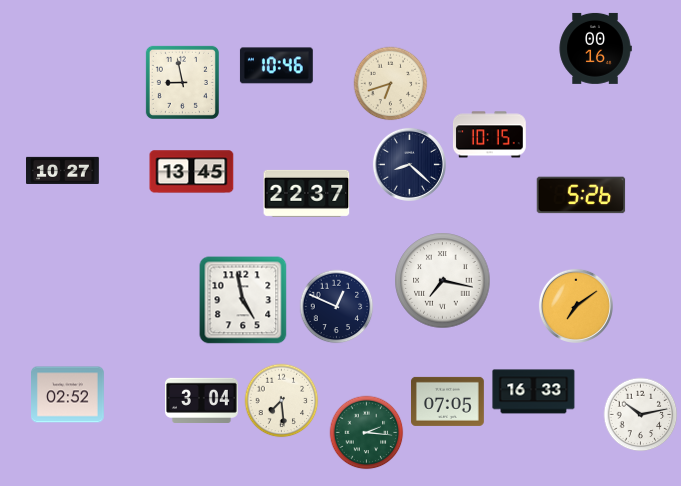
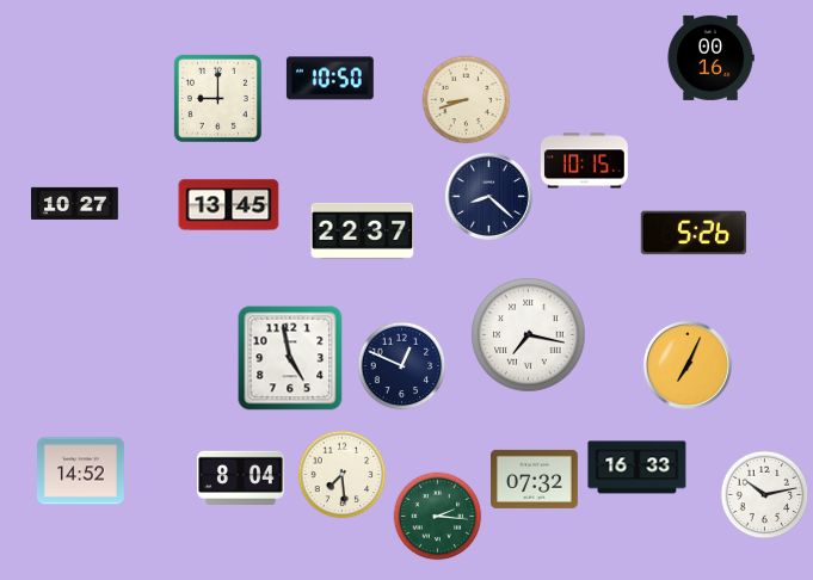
clock at (276, 66): 10:46 -> 10:50
clock at (182, 82): 8:58 -> 9:00
clock at (391, 84): 6:42 -> 8:42
clock at (307, 193) position: (307, 193) -> (363, 230)
clock at (576, 306): 7:09 -> 7:04
clock at (68, 395): 02:52 -> 14:52
clock at (202, 400): 3:04 -> 8:04
clock at (282, 401) position: (282, 401) -> (343, 475)
clock at (448, 401): 07:05 -> 07:32
